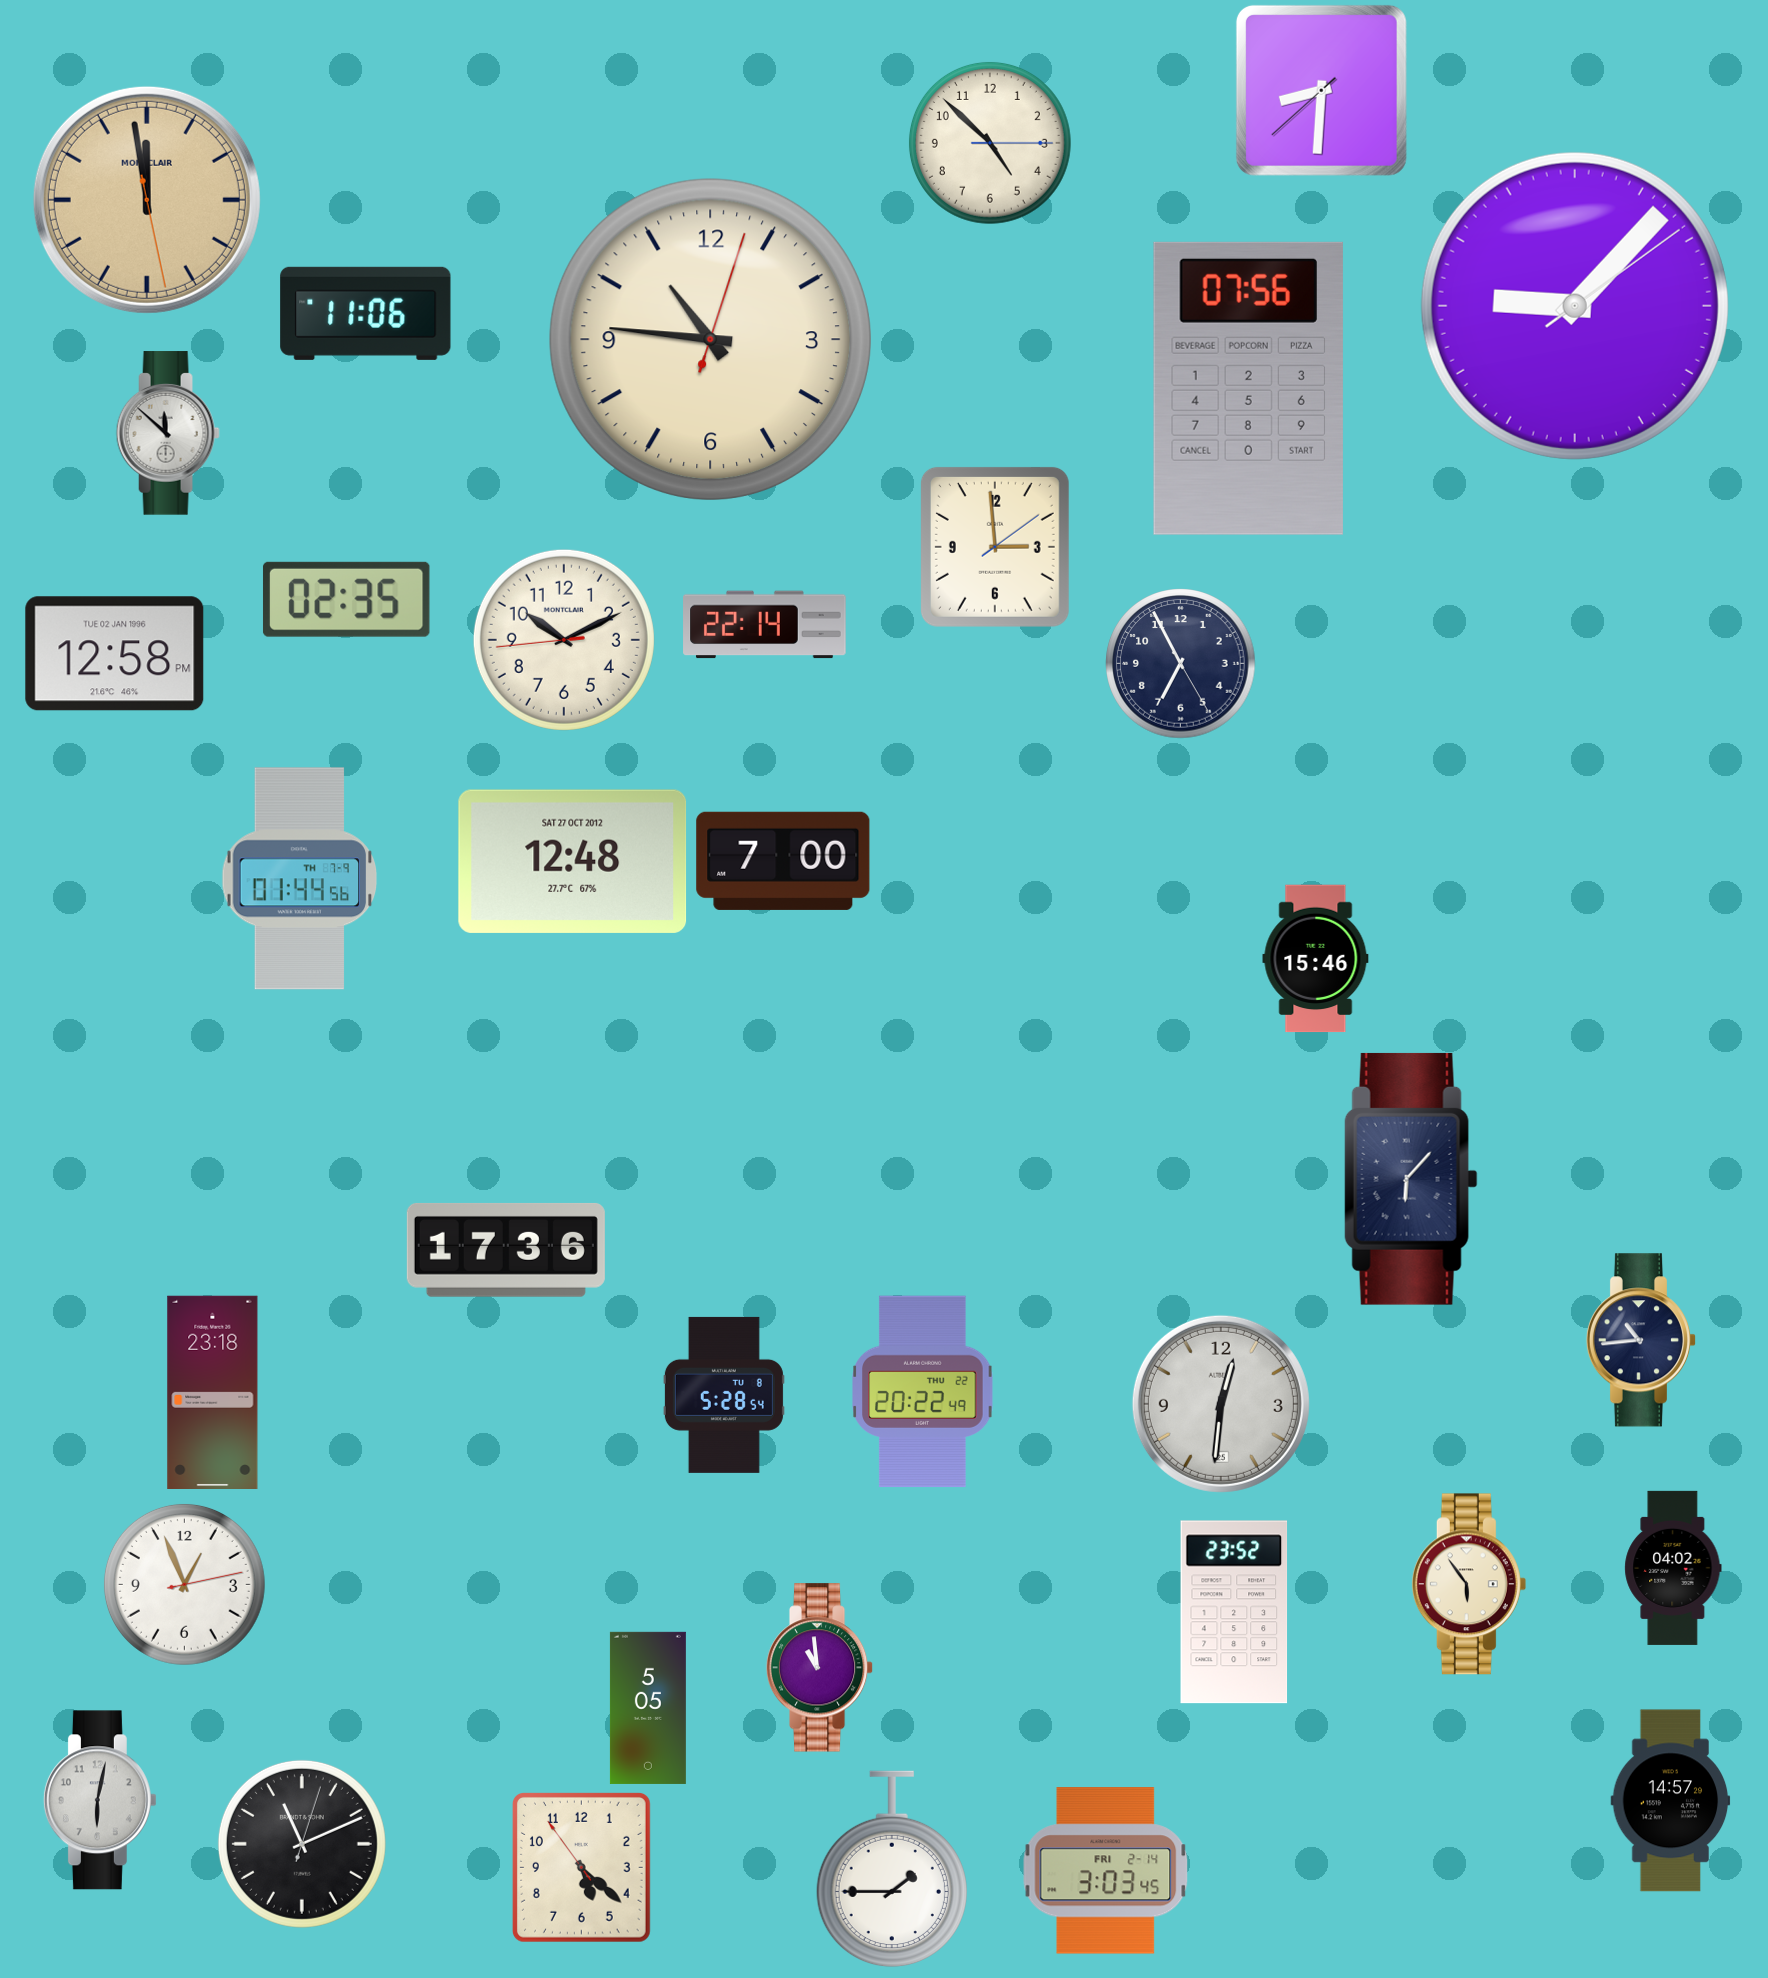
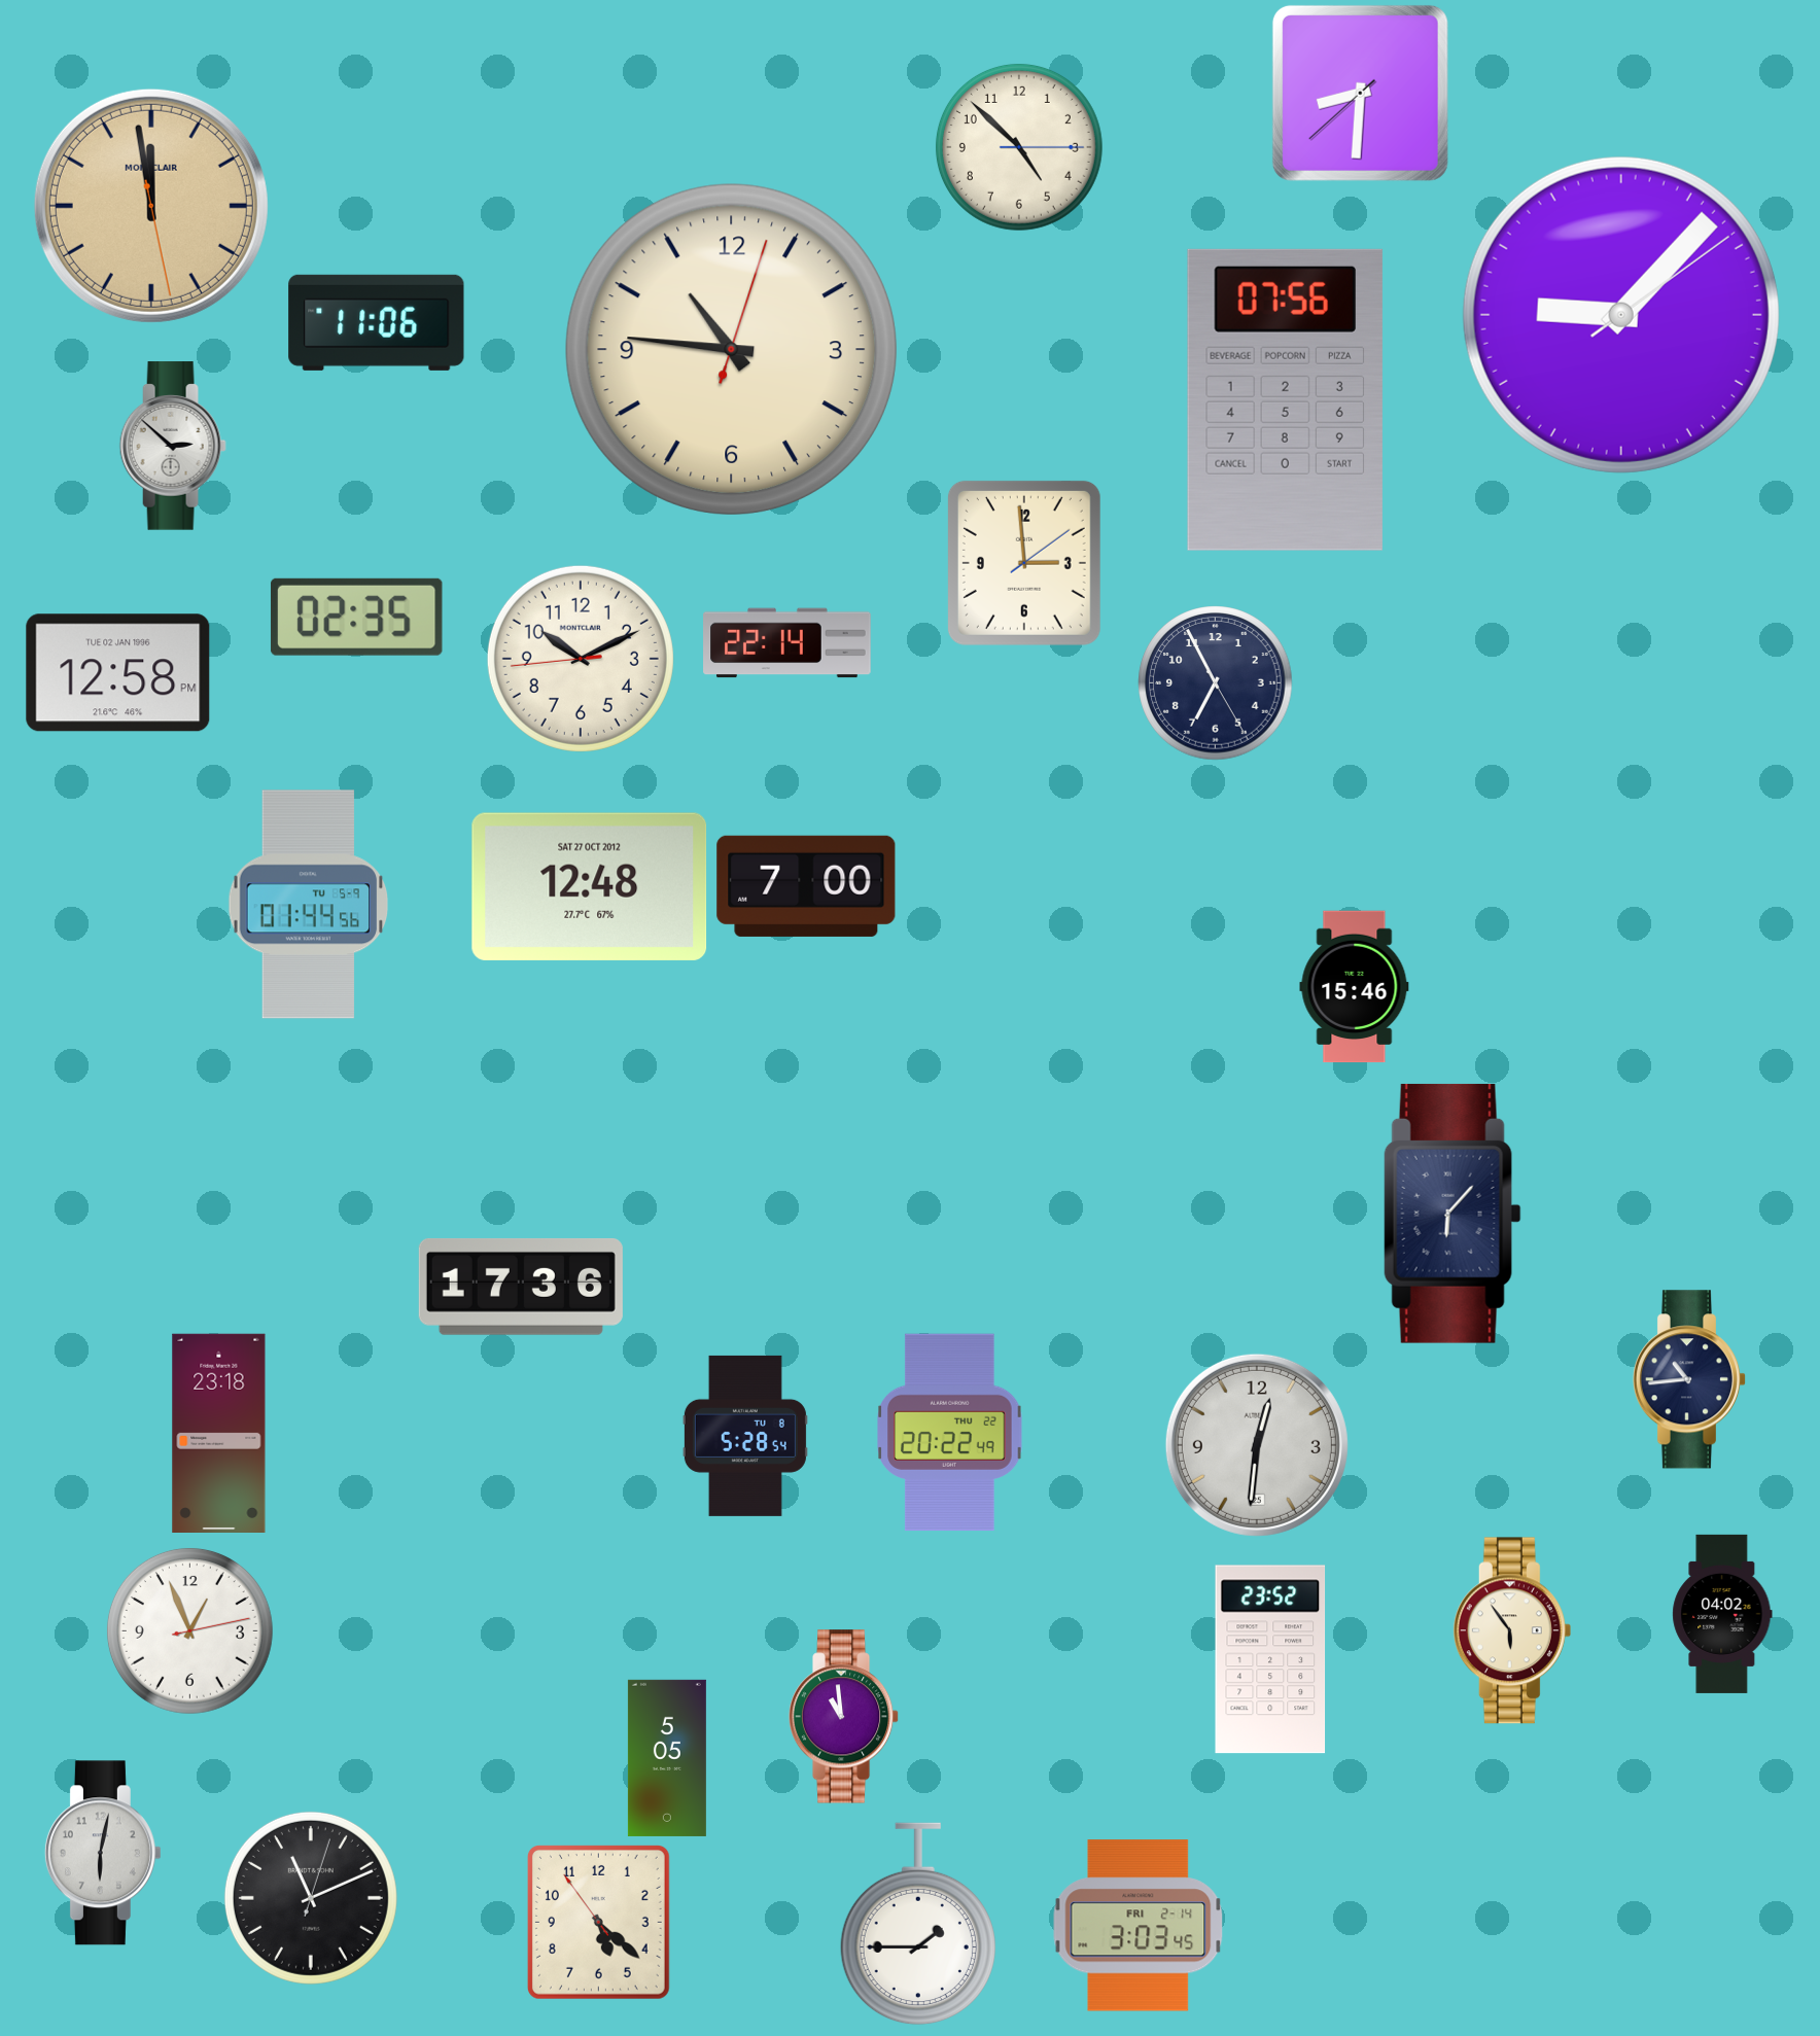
clock at (168, 433): 11:52 -> 2:52
clock at (300, 879) date: TH 7-9 -> TU 5-9
clock at (1671, 1801): 14:57 -> none
